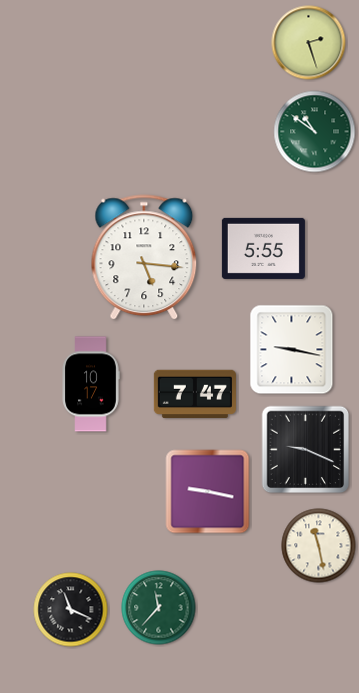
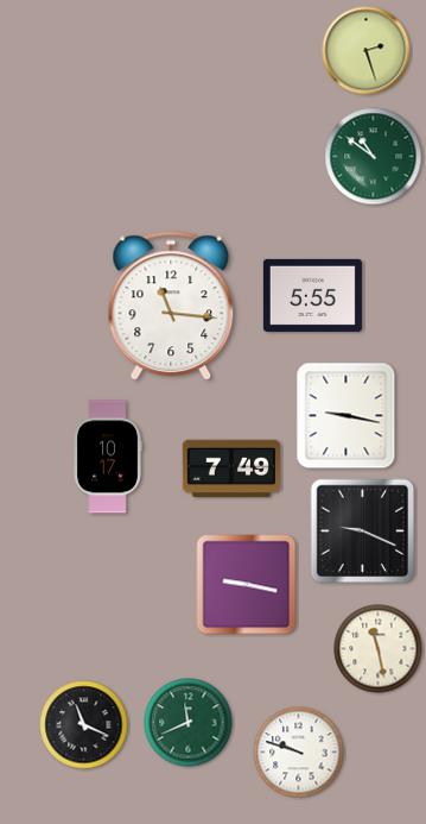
clock at (144, 258): 5:16 -> 11:16
clock at (195, 394): 7:47 -> 7:49
clock at (306, 450) position: (306, 450) -> (363, 531)
clock at (159, 608): 11:37 -> 11:41
clock at (299, 753): none -> 9:48
